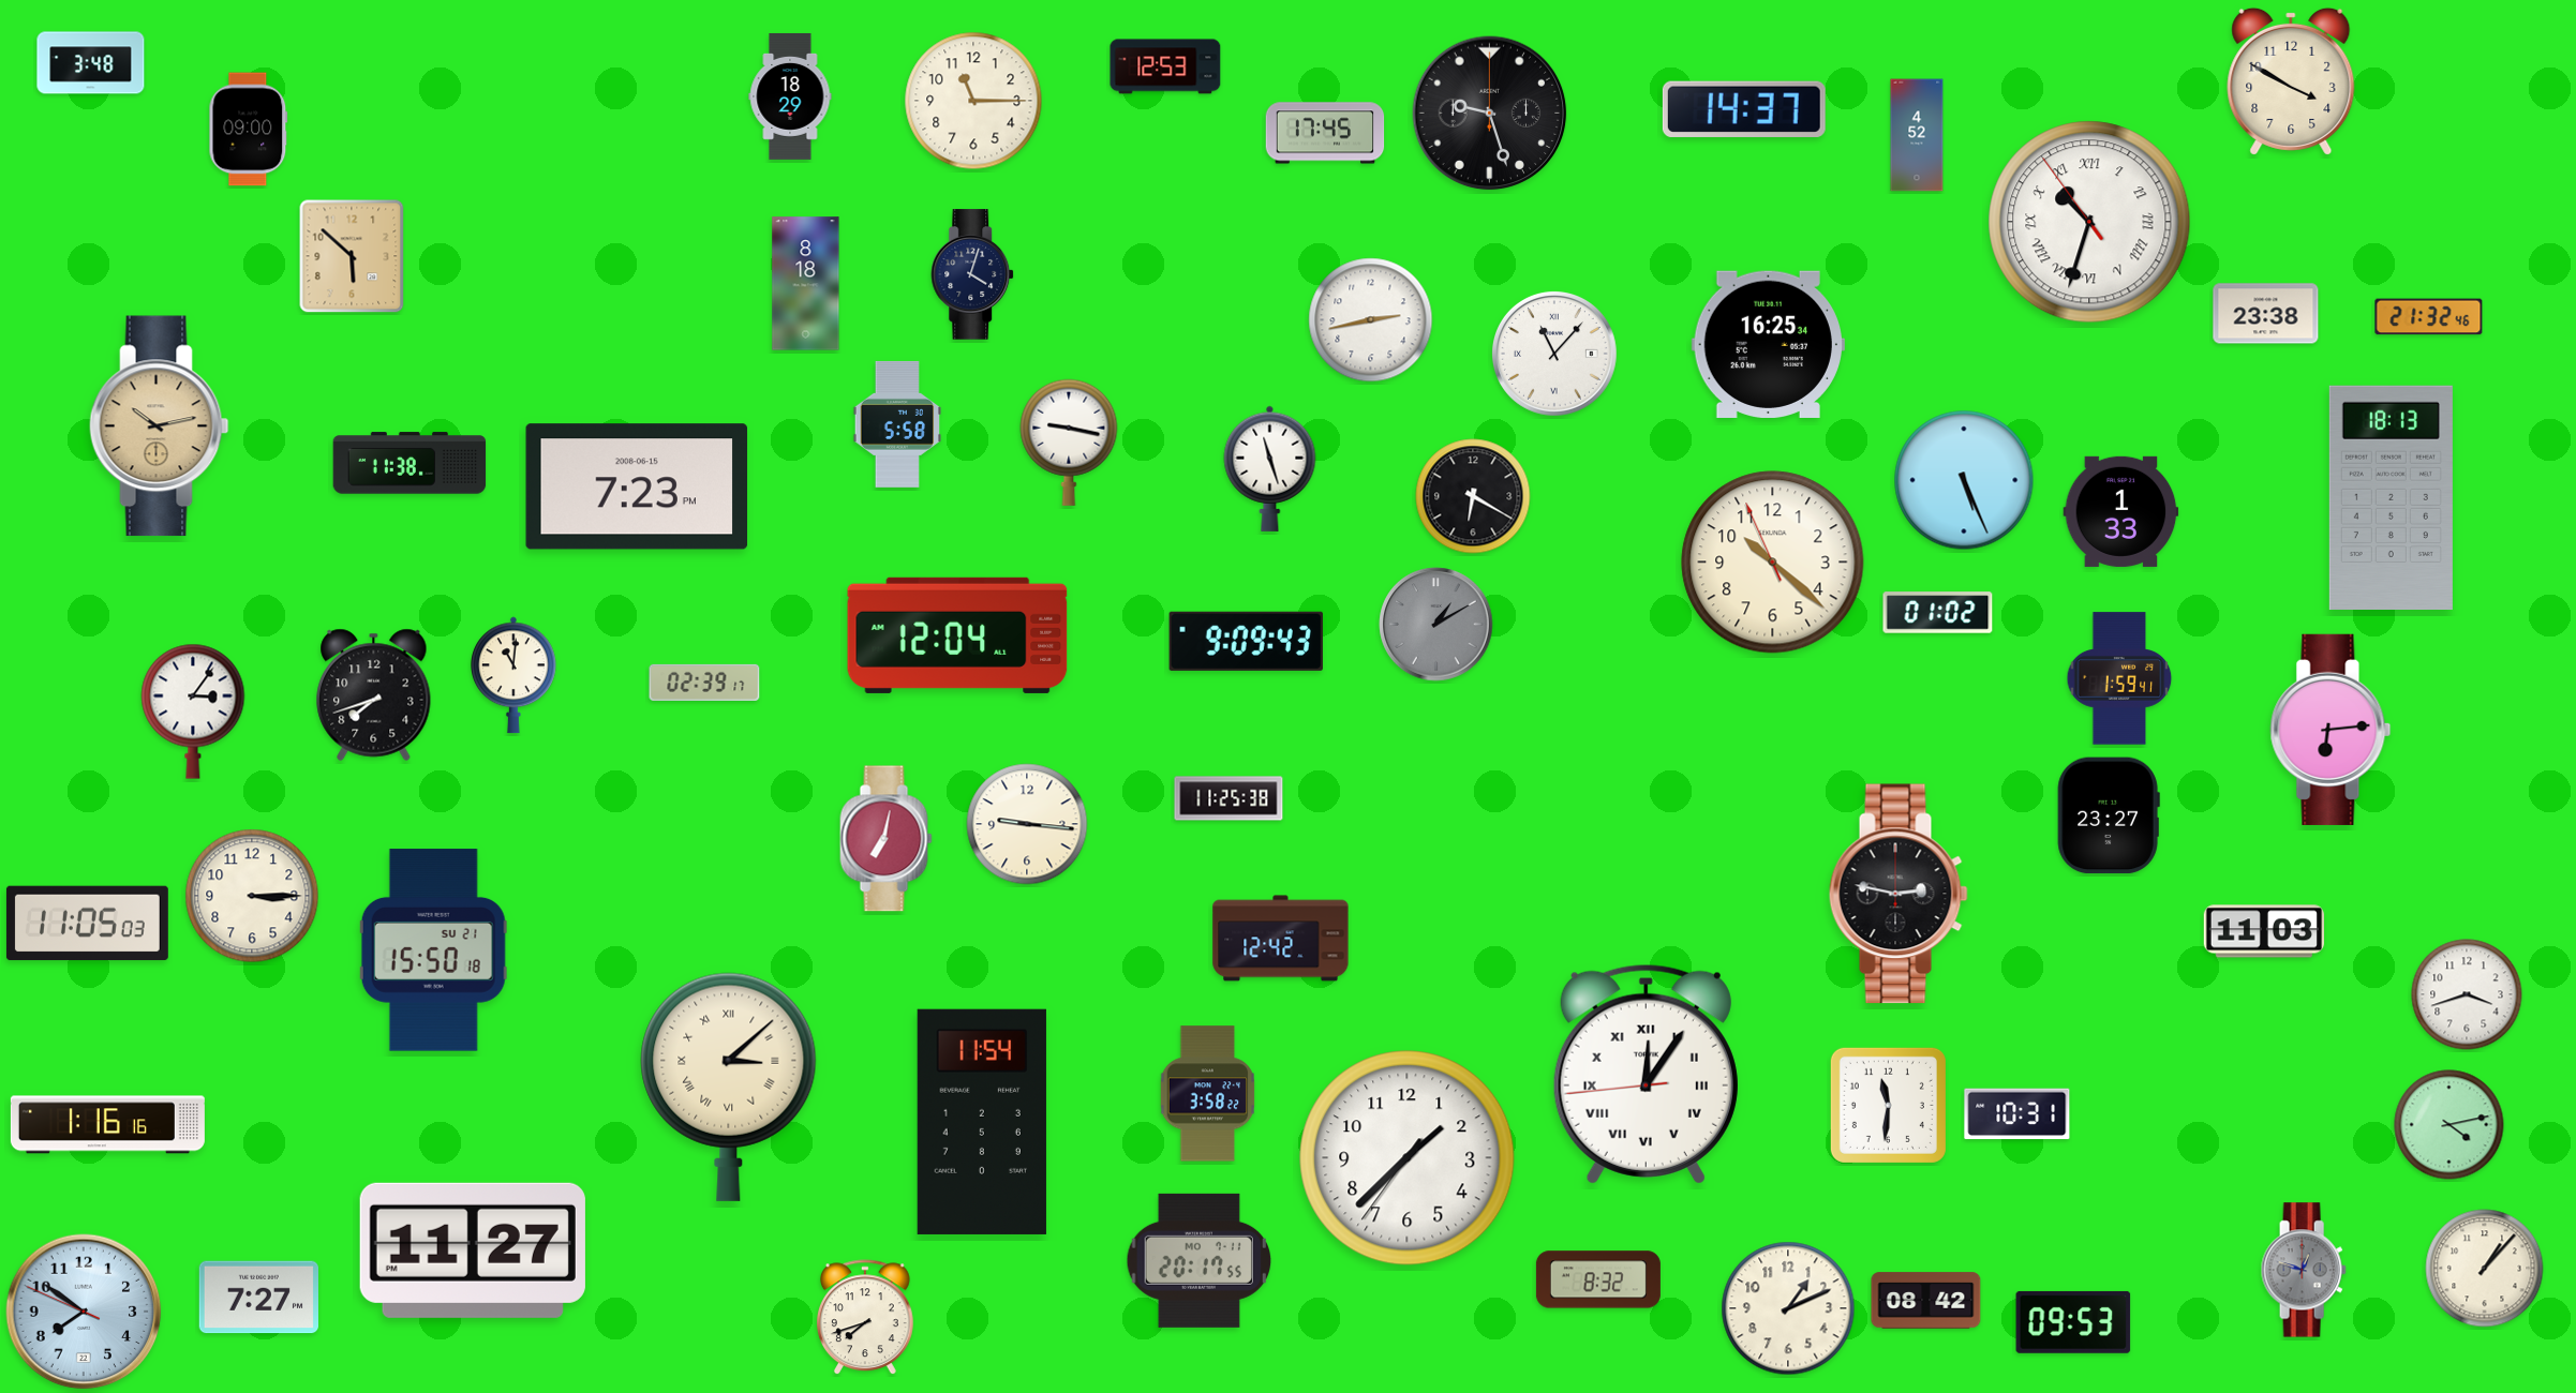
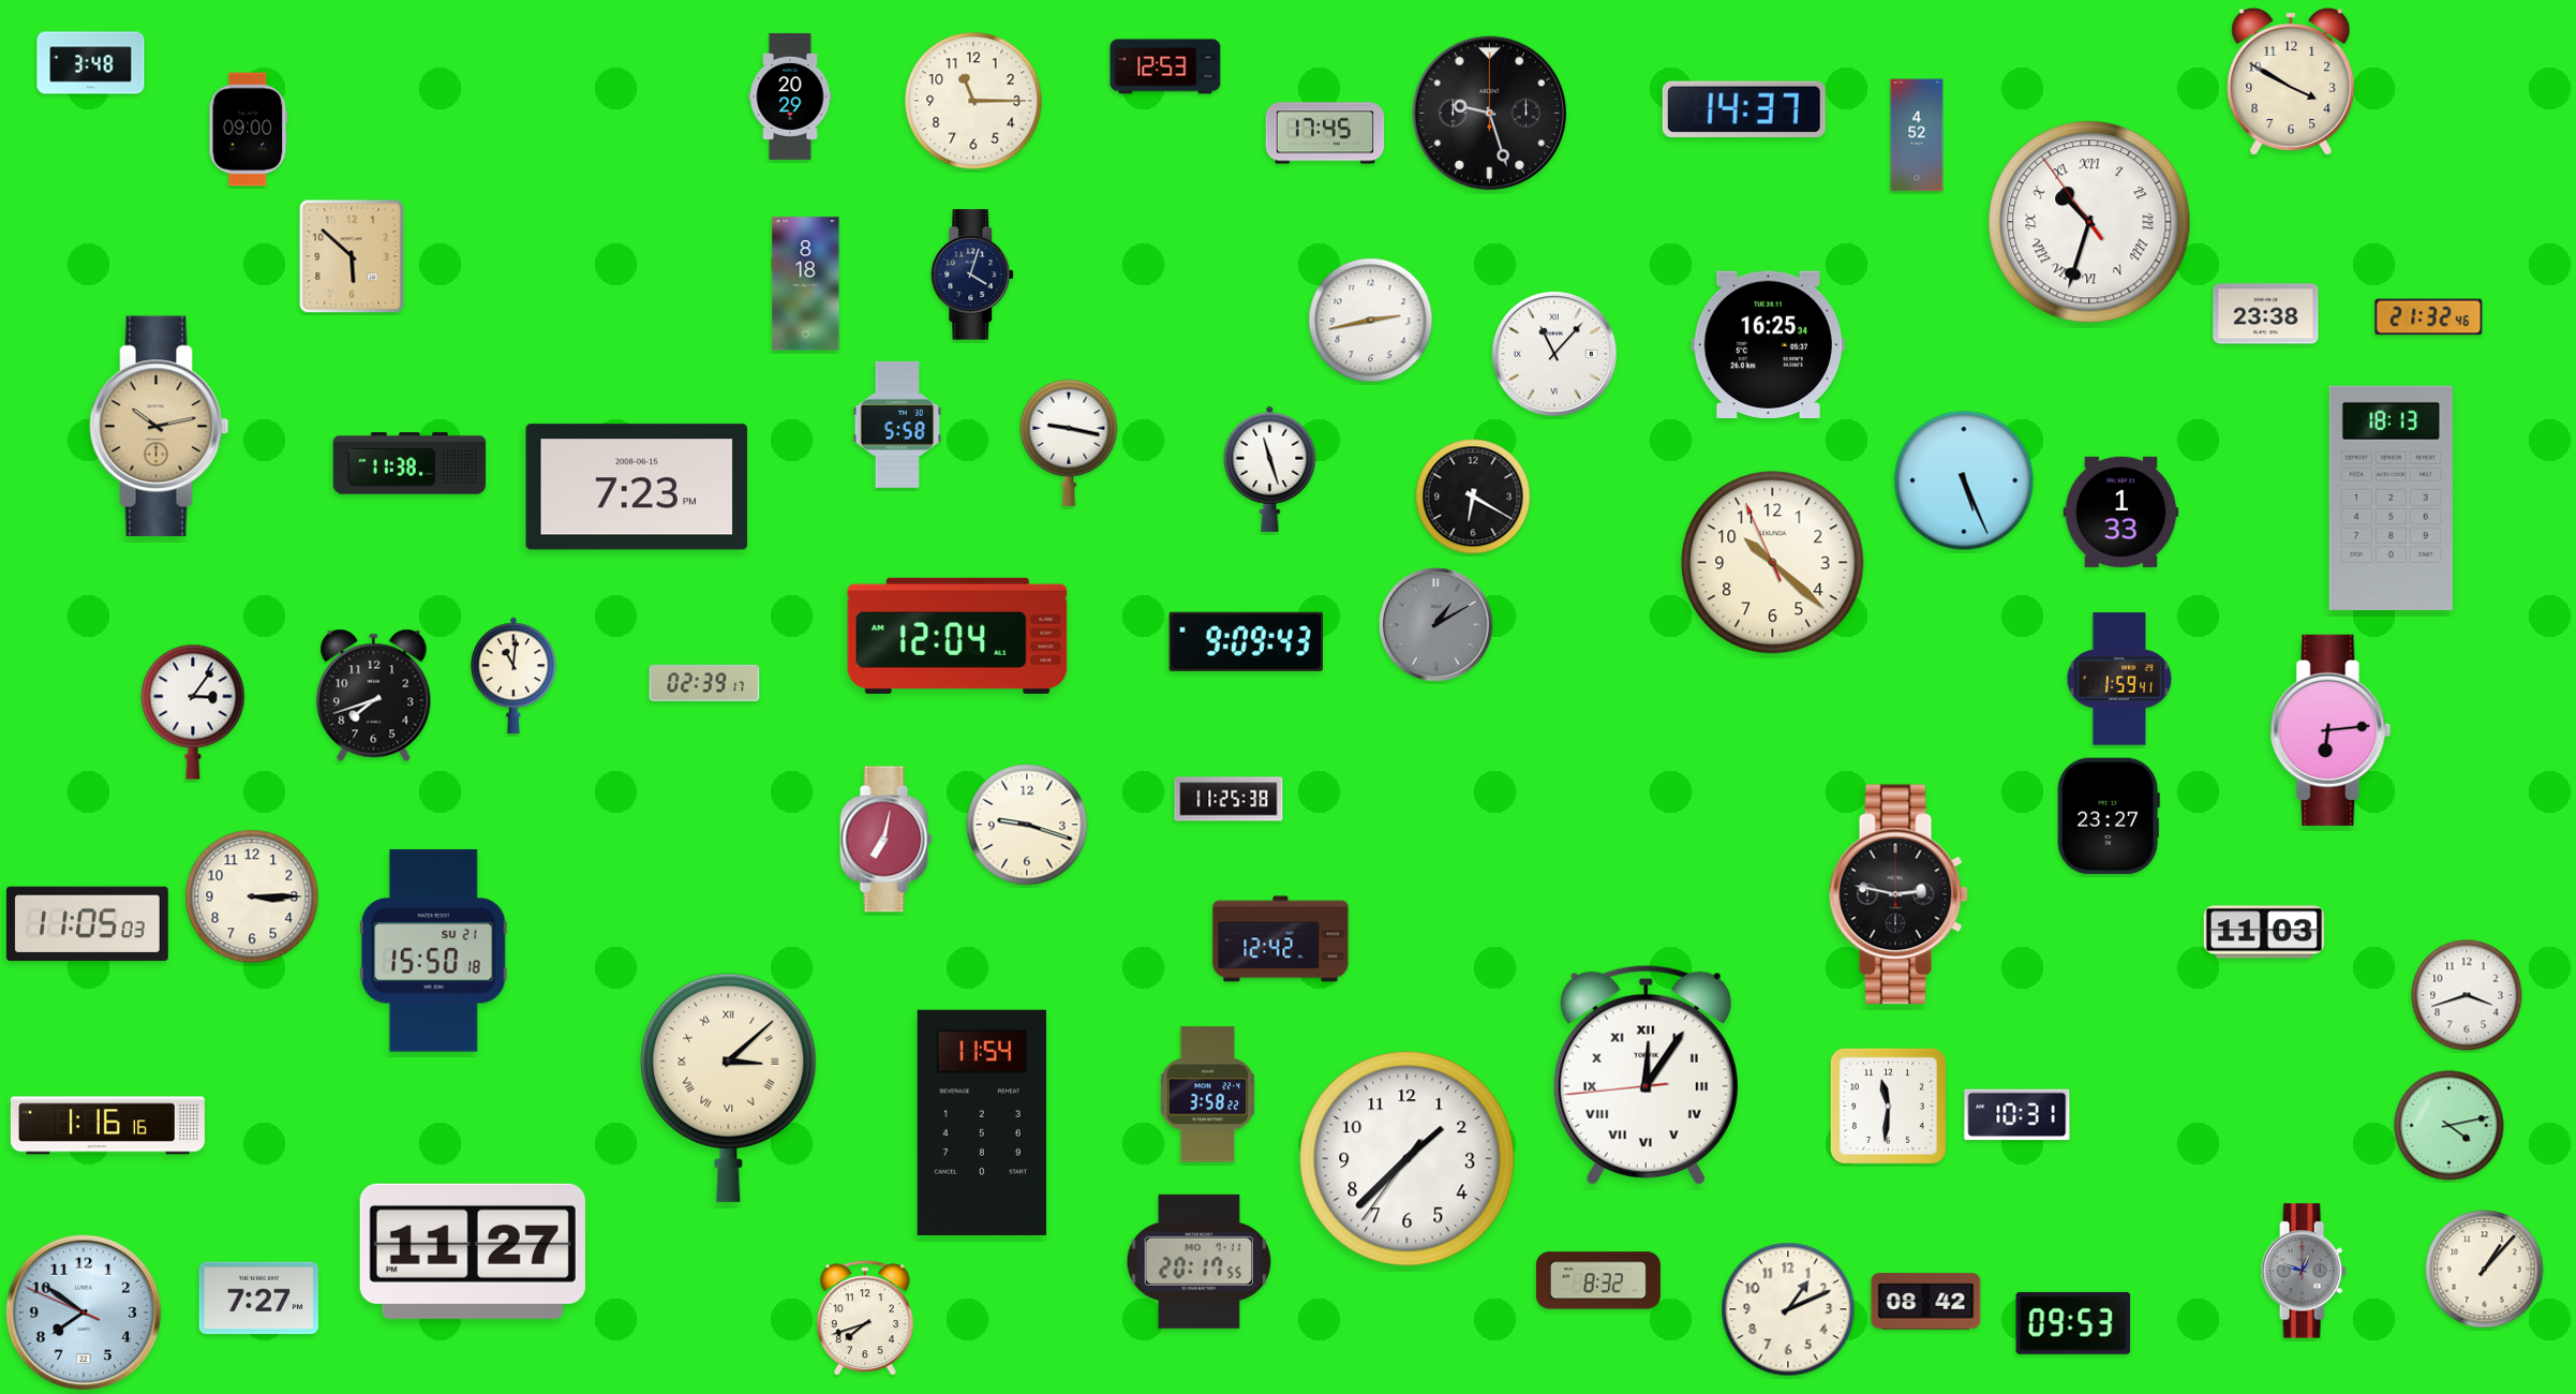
clock at (790, 96): 18:29 -> 20:29
clock at (1938, 613): 01:02 -> none
clock at (1027, 824): 9:16 -> 9:18
